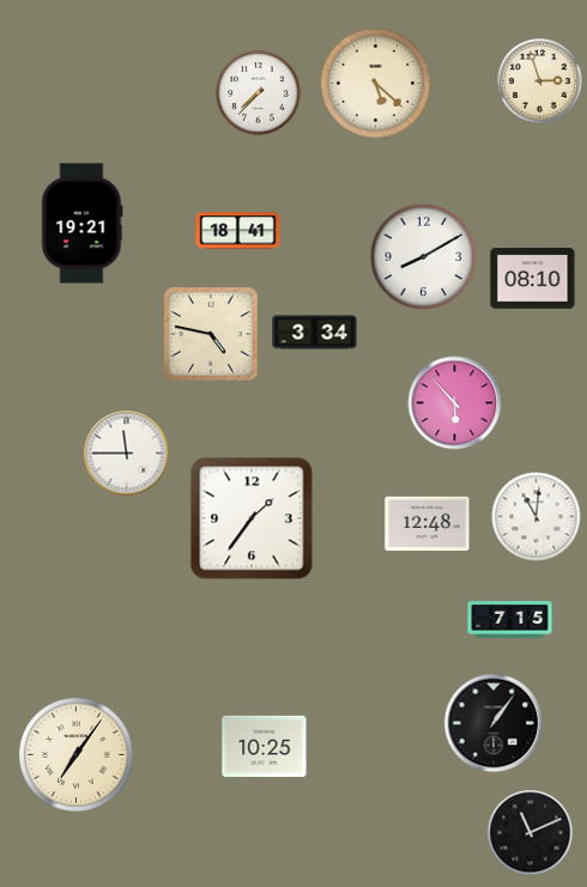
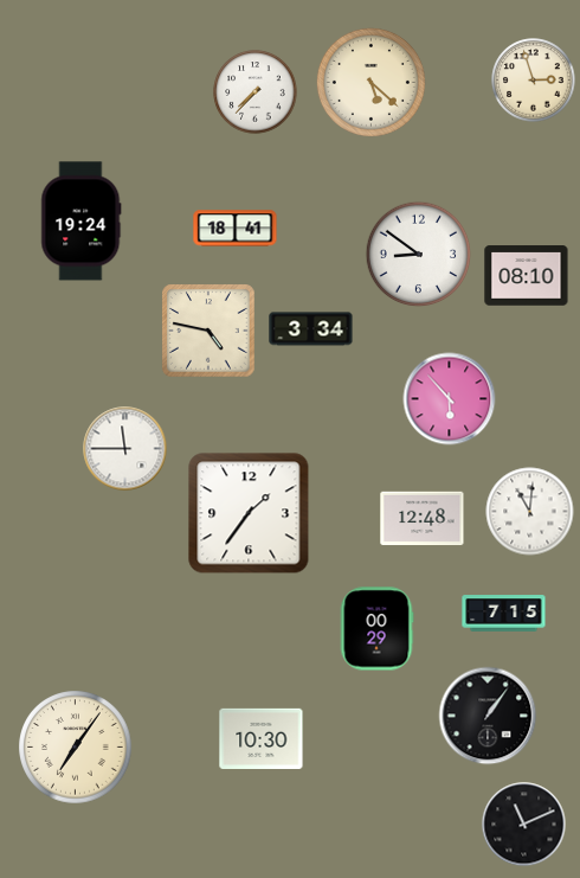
clock at (83, 224): 19:21 -> 19:24
clock at (424, 257): 8:10 -> 8:51
clock at (376, 629): none -> 00:29
clock at (265, 746): 10:25 -> 10:30
